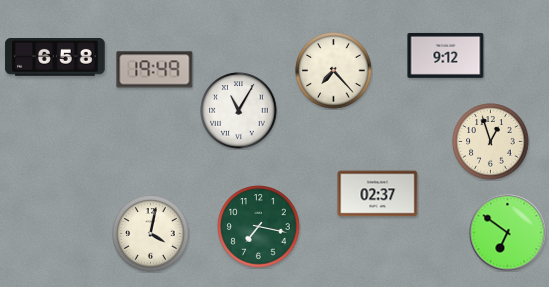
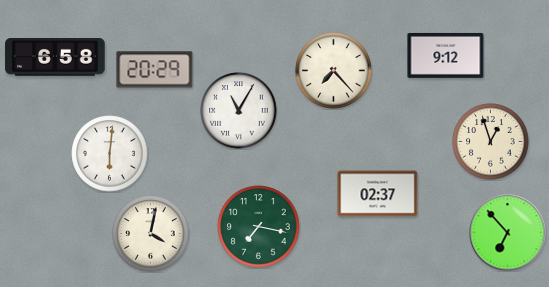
clock at (155, 70): 19:49 -> 20:29
clock at (110, 154): none -> 6:01
clock at (508, 233): 6:51 -> 6:53
